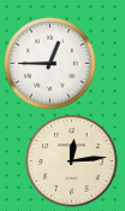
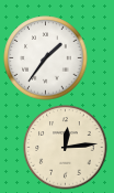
clock at (50, 64): 12:45 -> 1:36
